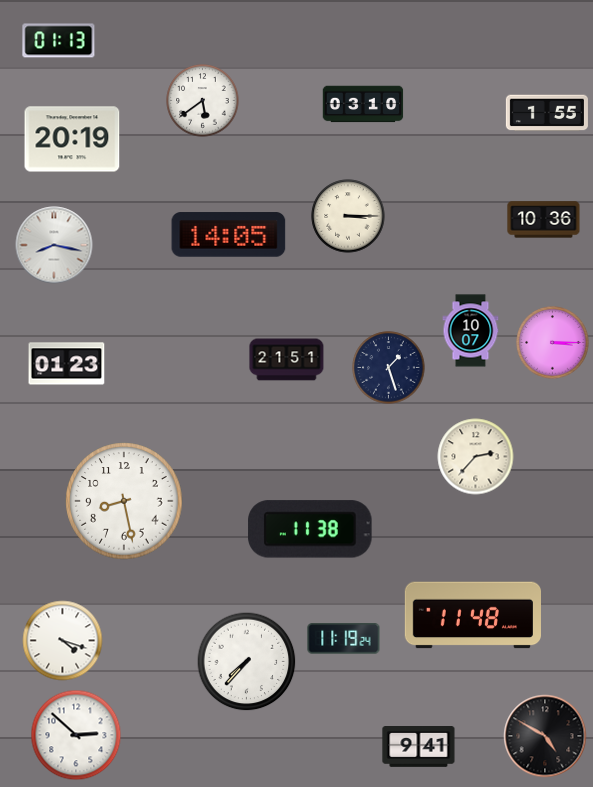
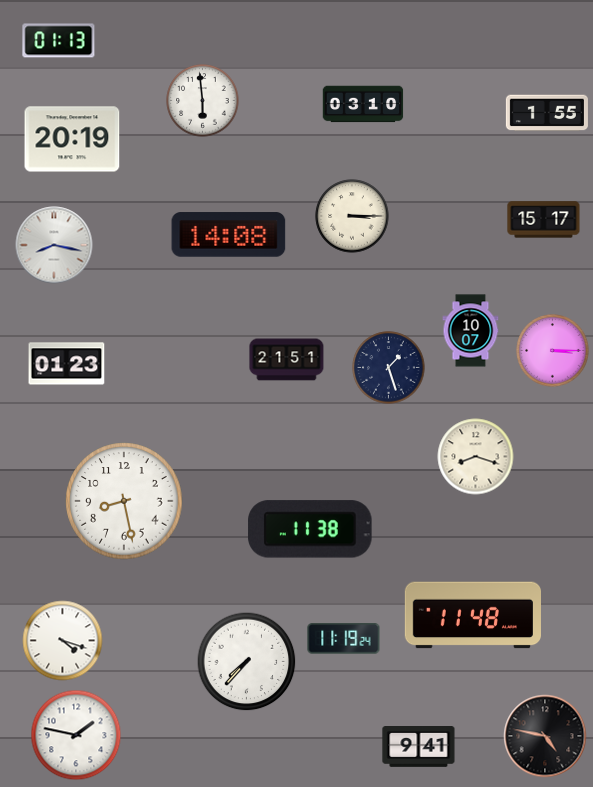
clock at (203, 101): 5:39 -> 5:59
clock at (348, 216) position: (348, 216) -> (352, 216)
clock at (544, 220): 10:36 -> 15:17
clock at (229, 235): 14:05 -> 14:08
clock at (553, 343) position: (553, 343) -> (553, 351)
clock at (476, 457): 2:37 -> 8:18
clock at (76, 735): 2:52 -> 1:47
clock at (545, 736): 4:50 -> 4:47
